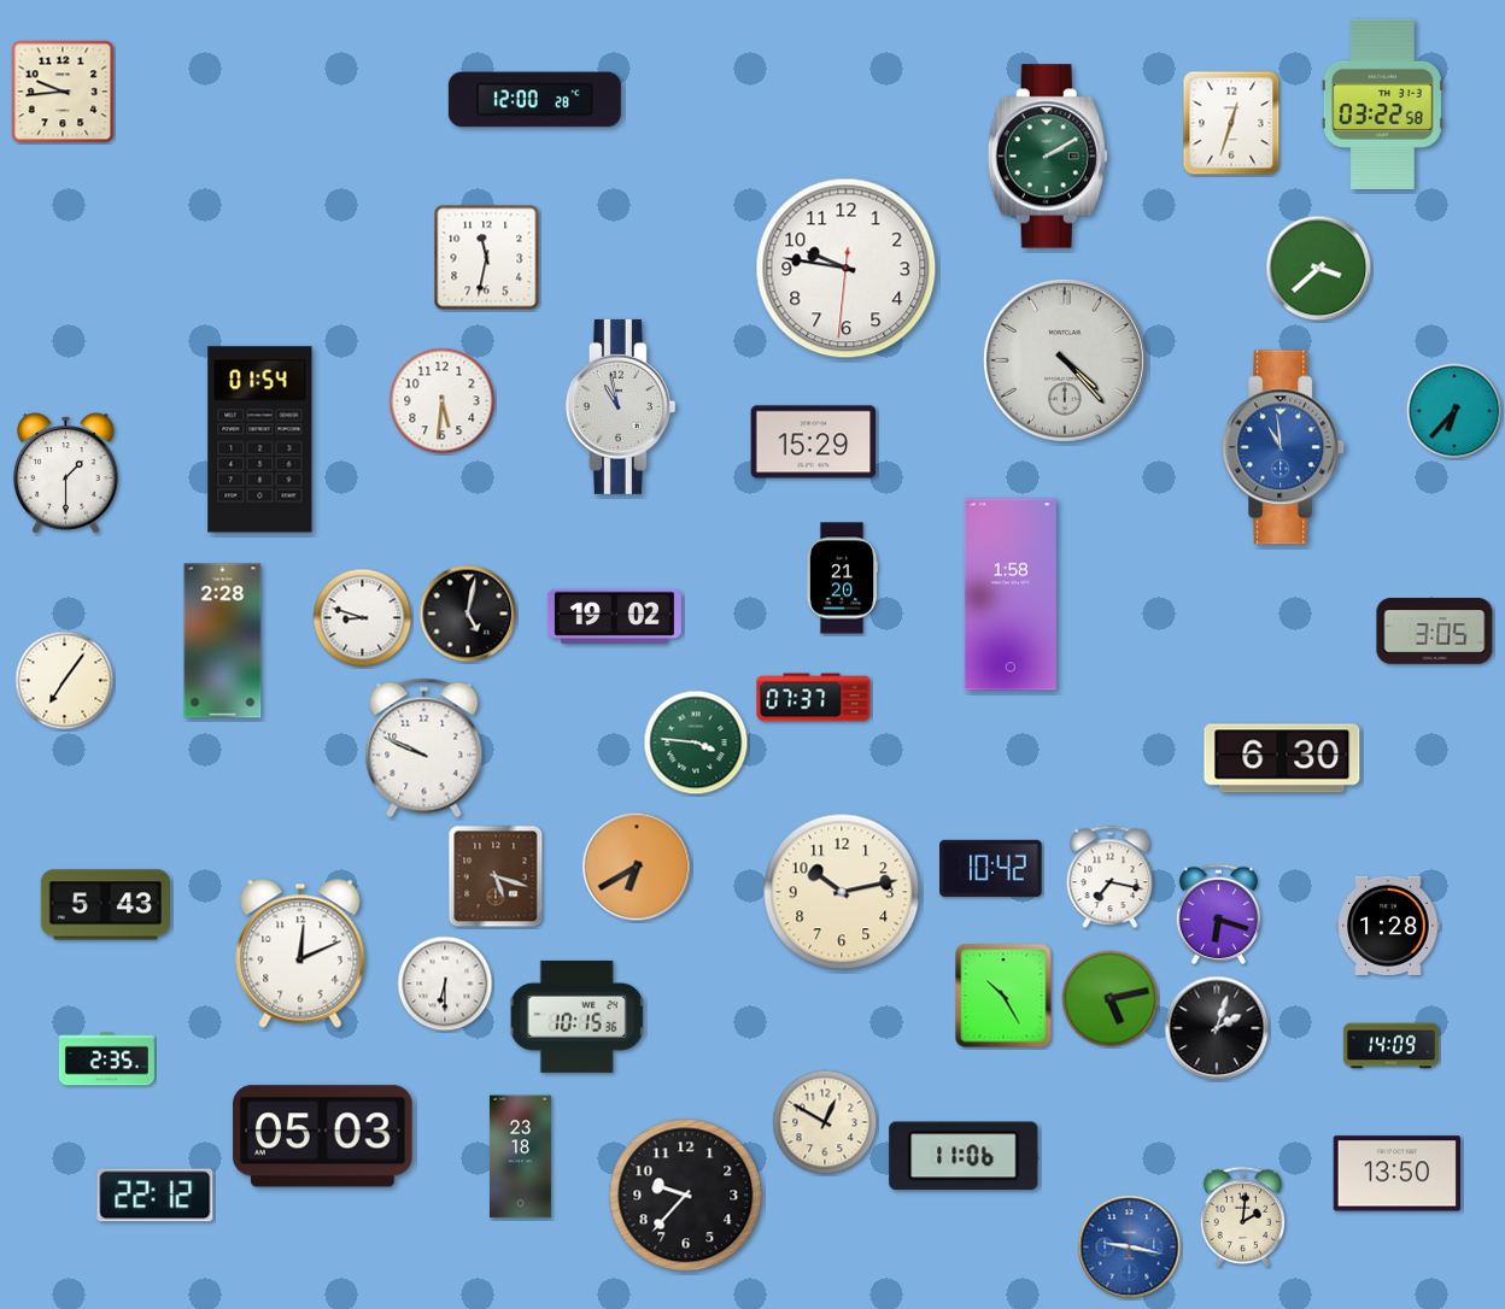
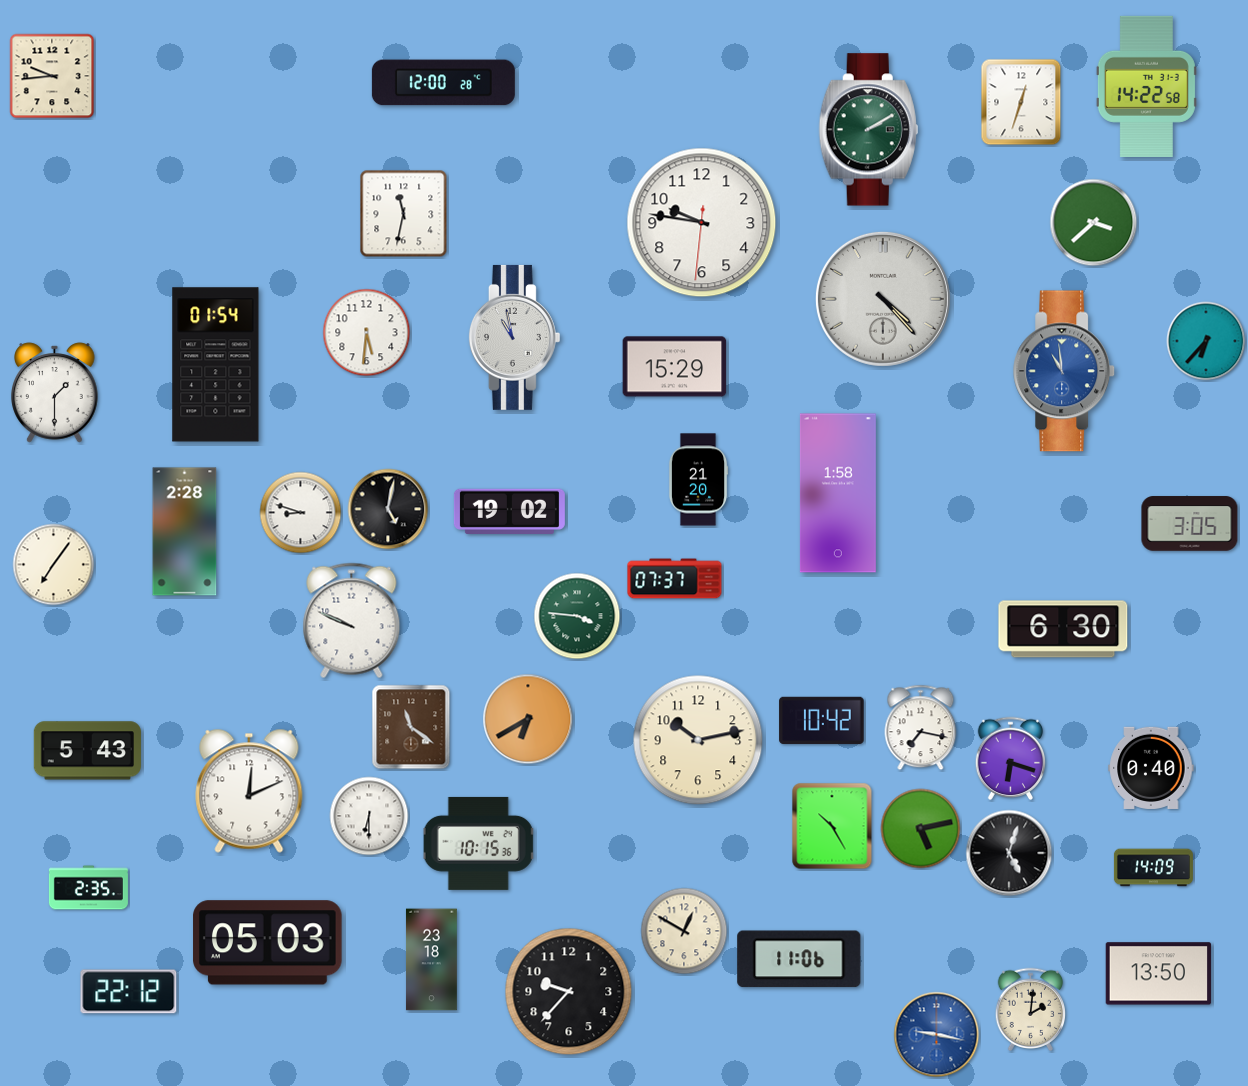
clock at (1382, 104): 03:22 -> 14:22
clock at (496, 876): 5:18 -> 11:21
clock at (1388, 926): 1:28 -> 0:40
clock at (1217, 1028): 2:03 -> 5:03
clock at (106, 1059) position: (106, 1059) -> (88, 888)
